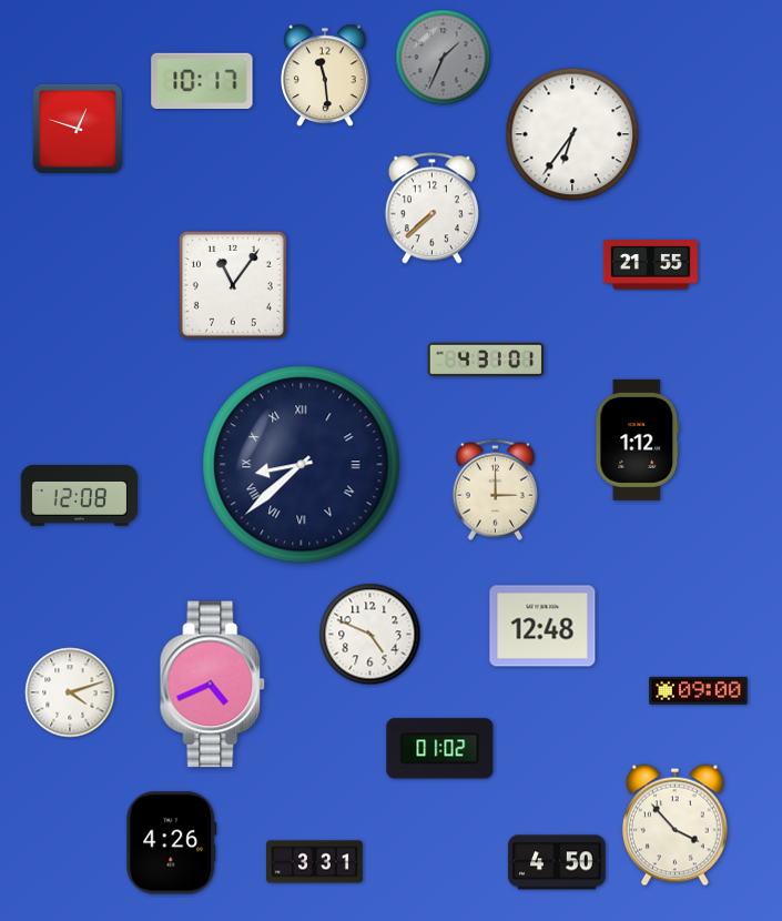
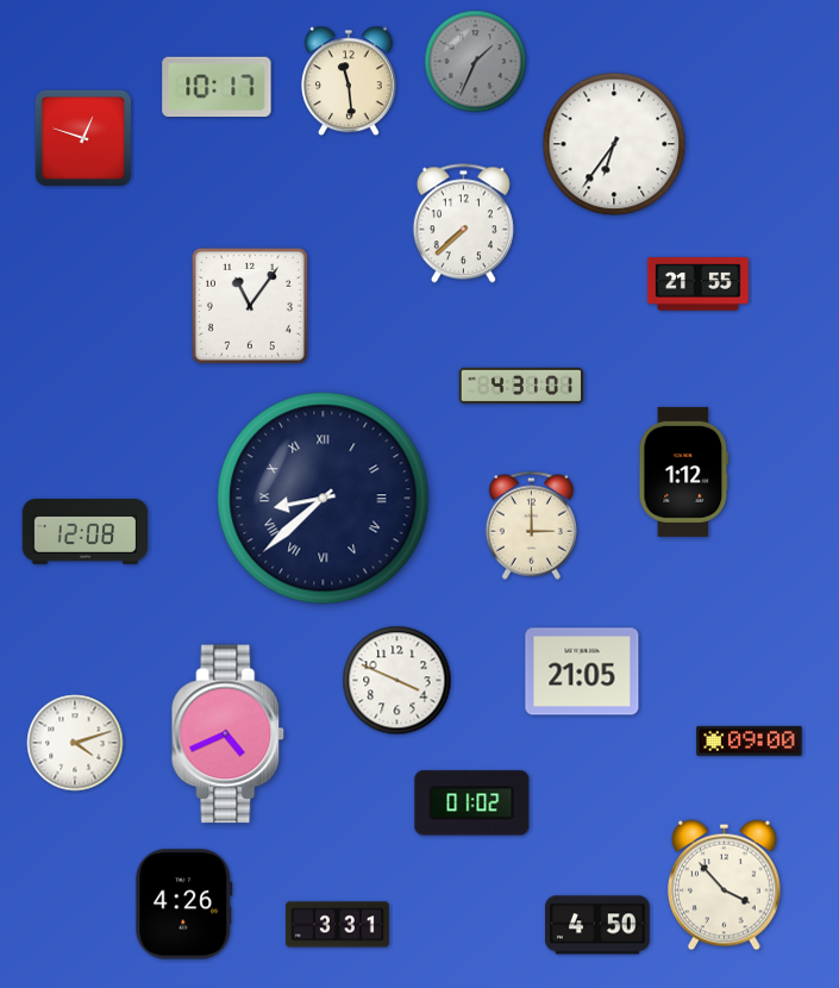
clock at (542, 626): 12:48 -> 21:05
clock at (370, 635): 4:49 -> 3:49
